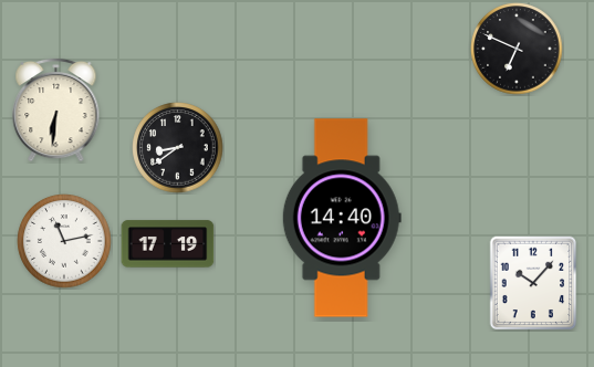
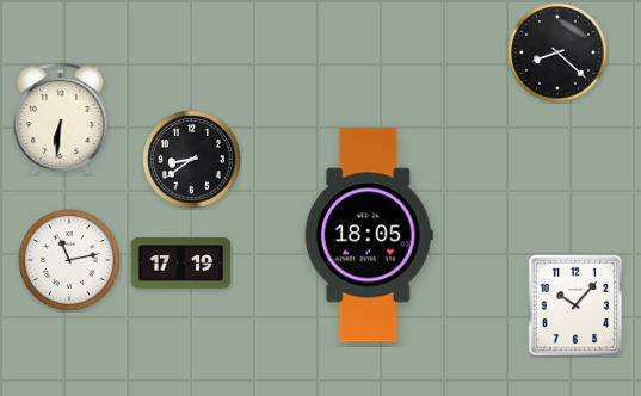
clock at (517, 49): 6:49 -> 8:22
clock at (342, 218): 14:40 -> 18:05
